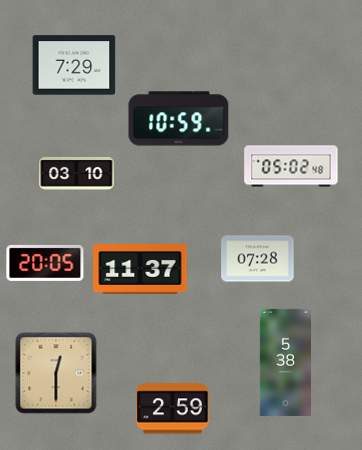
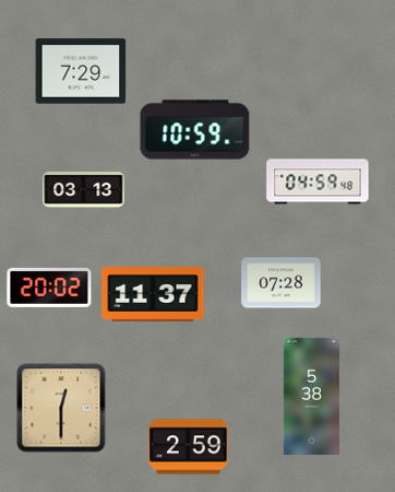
clock at (291, 166): 05:02 -> 04:59
clock at (77, 174): 03:10 -> 03:13
clock at (45, 263): 20:05 -> 20:02
